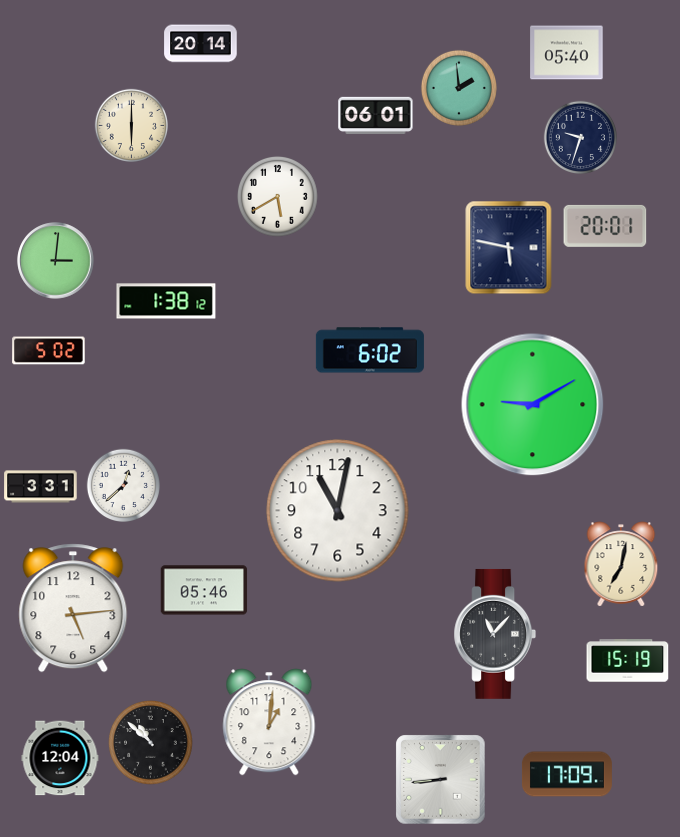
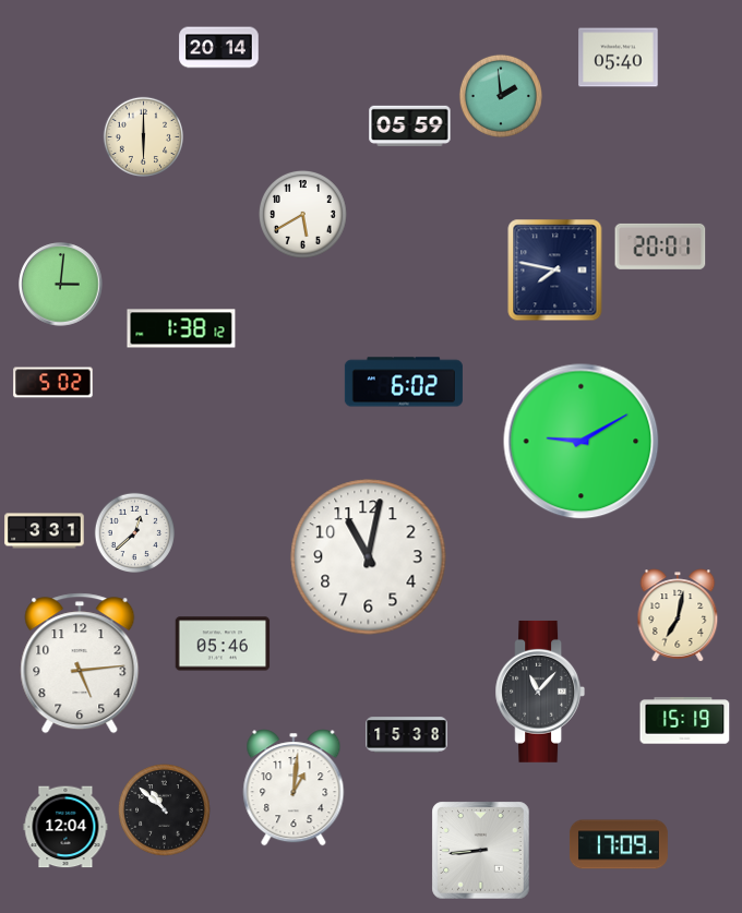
clock at (376, 115): 06:01 -> 05:59
clock at (580, 137): 9:33 -> none
clock at (509, 248): 5:47 -> 7:47
clock at (123, 485) position: (123, 485) -> (134, 532)
clock at (407, 735): none -> 15:38
